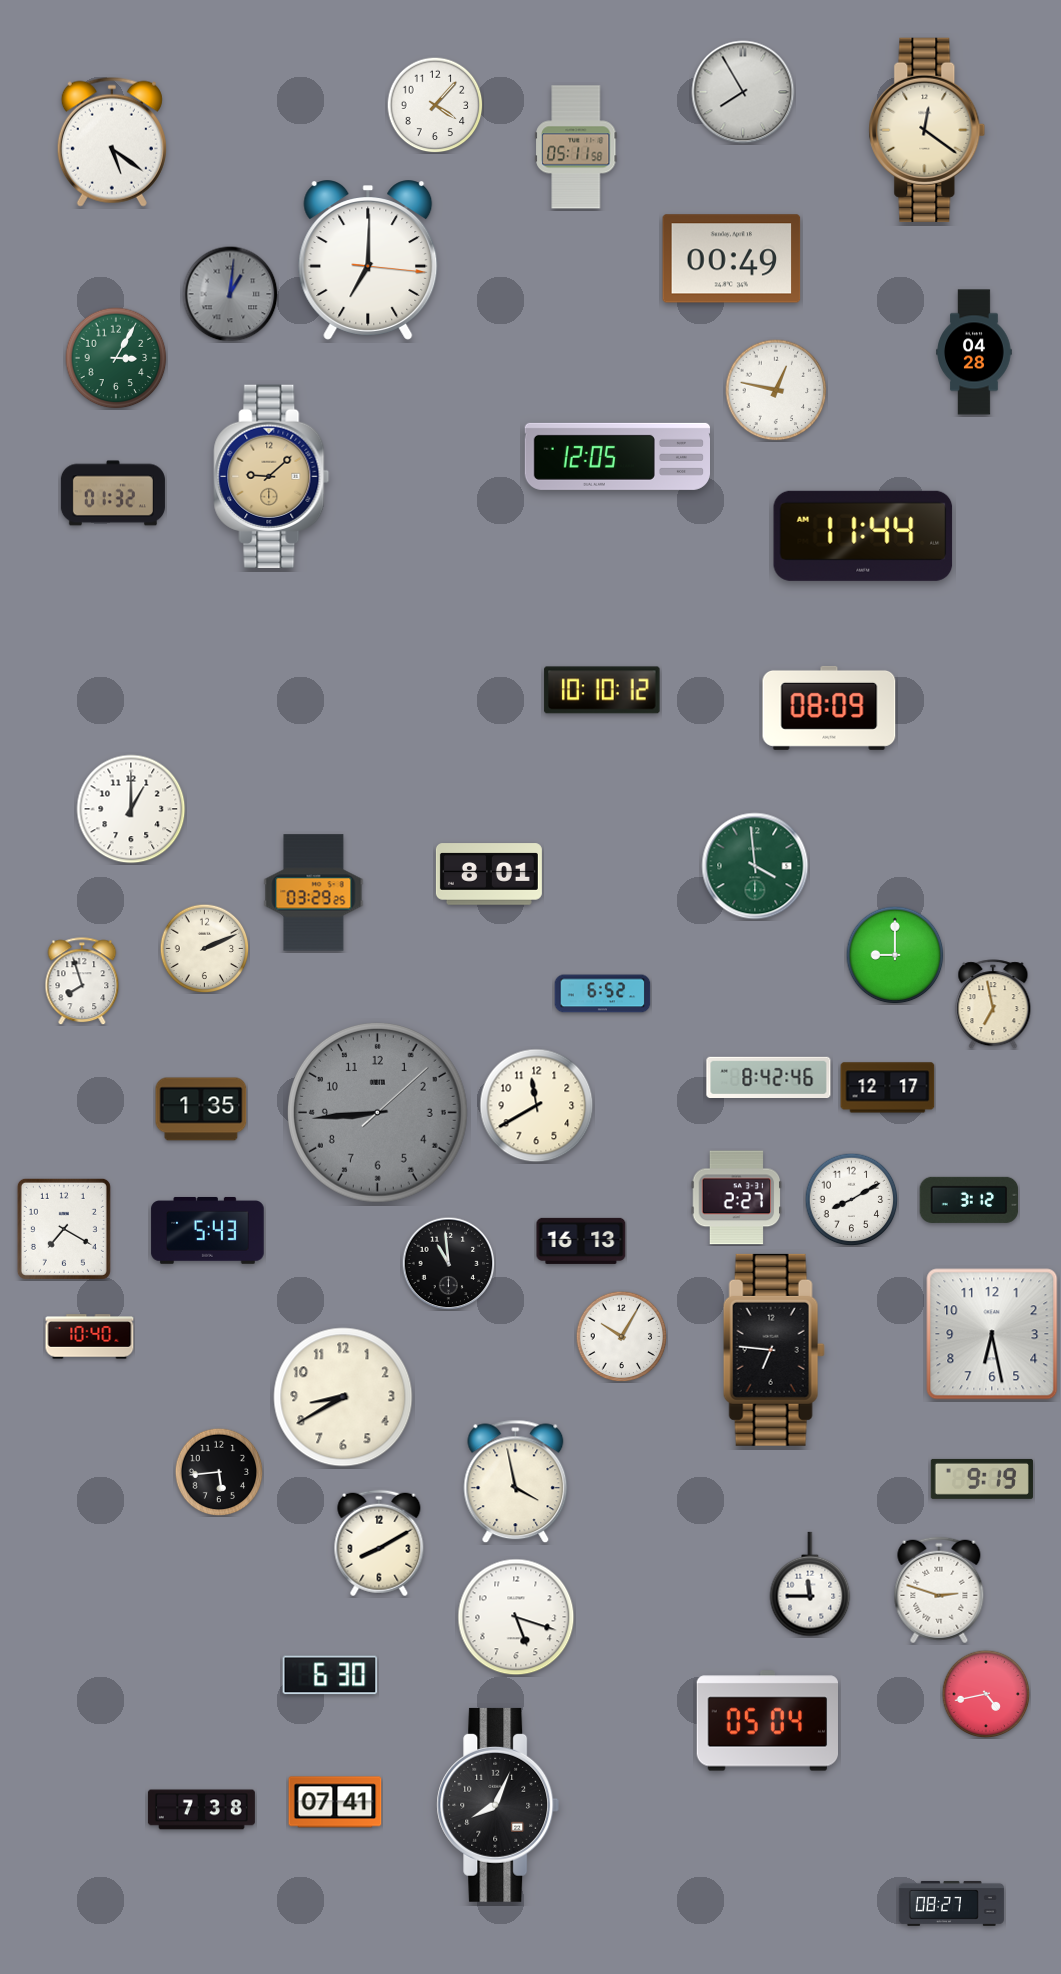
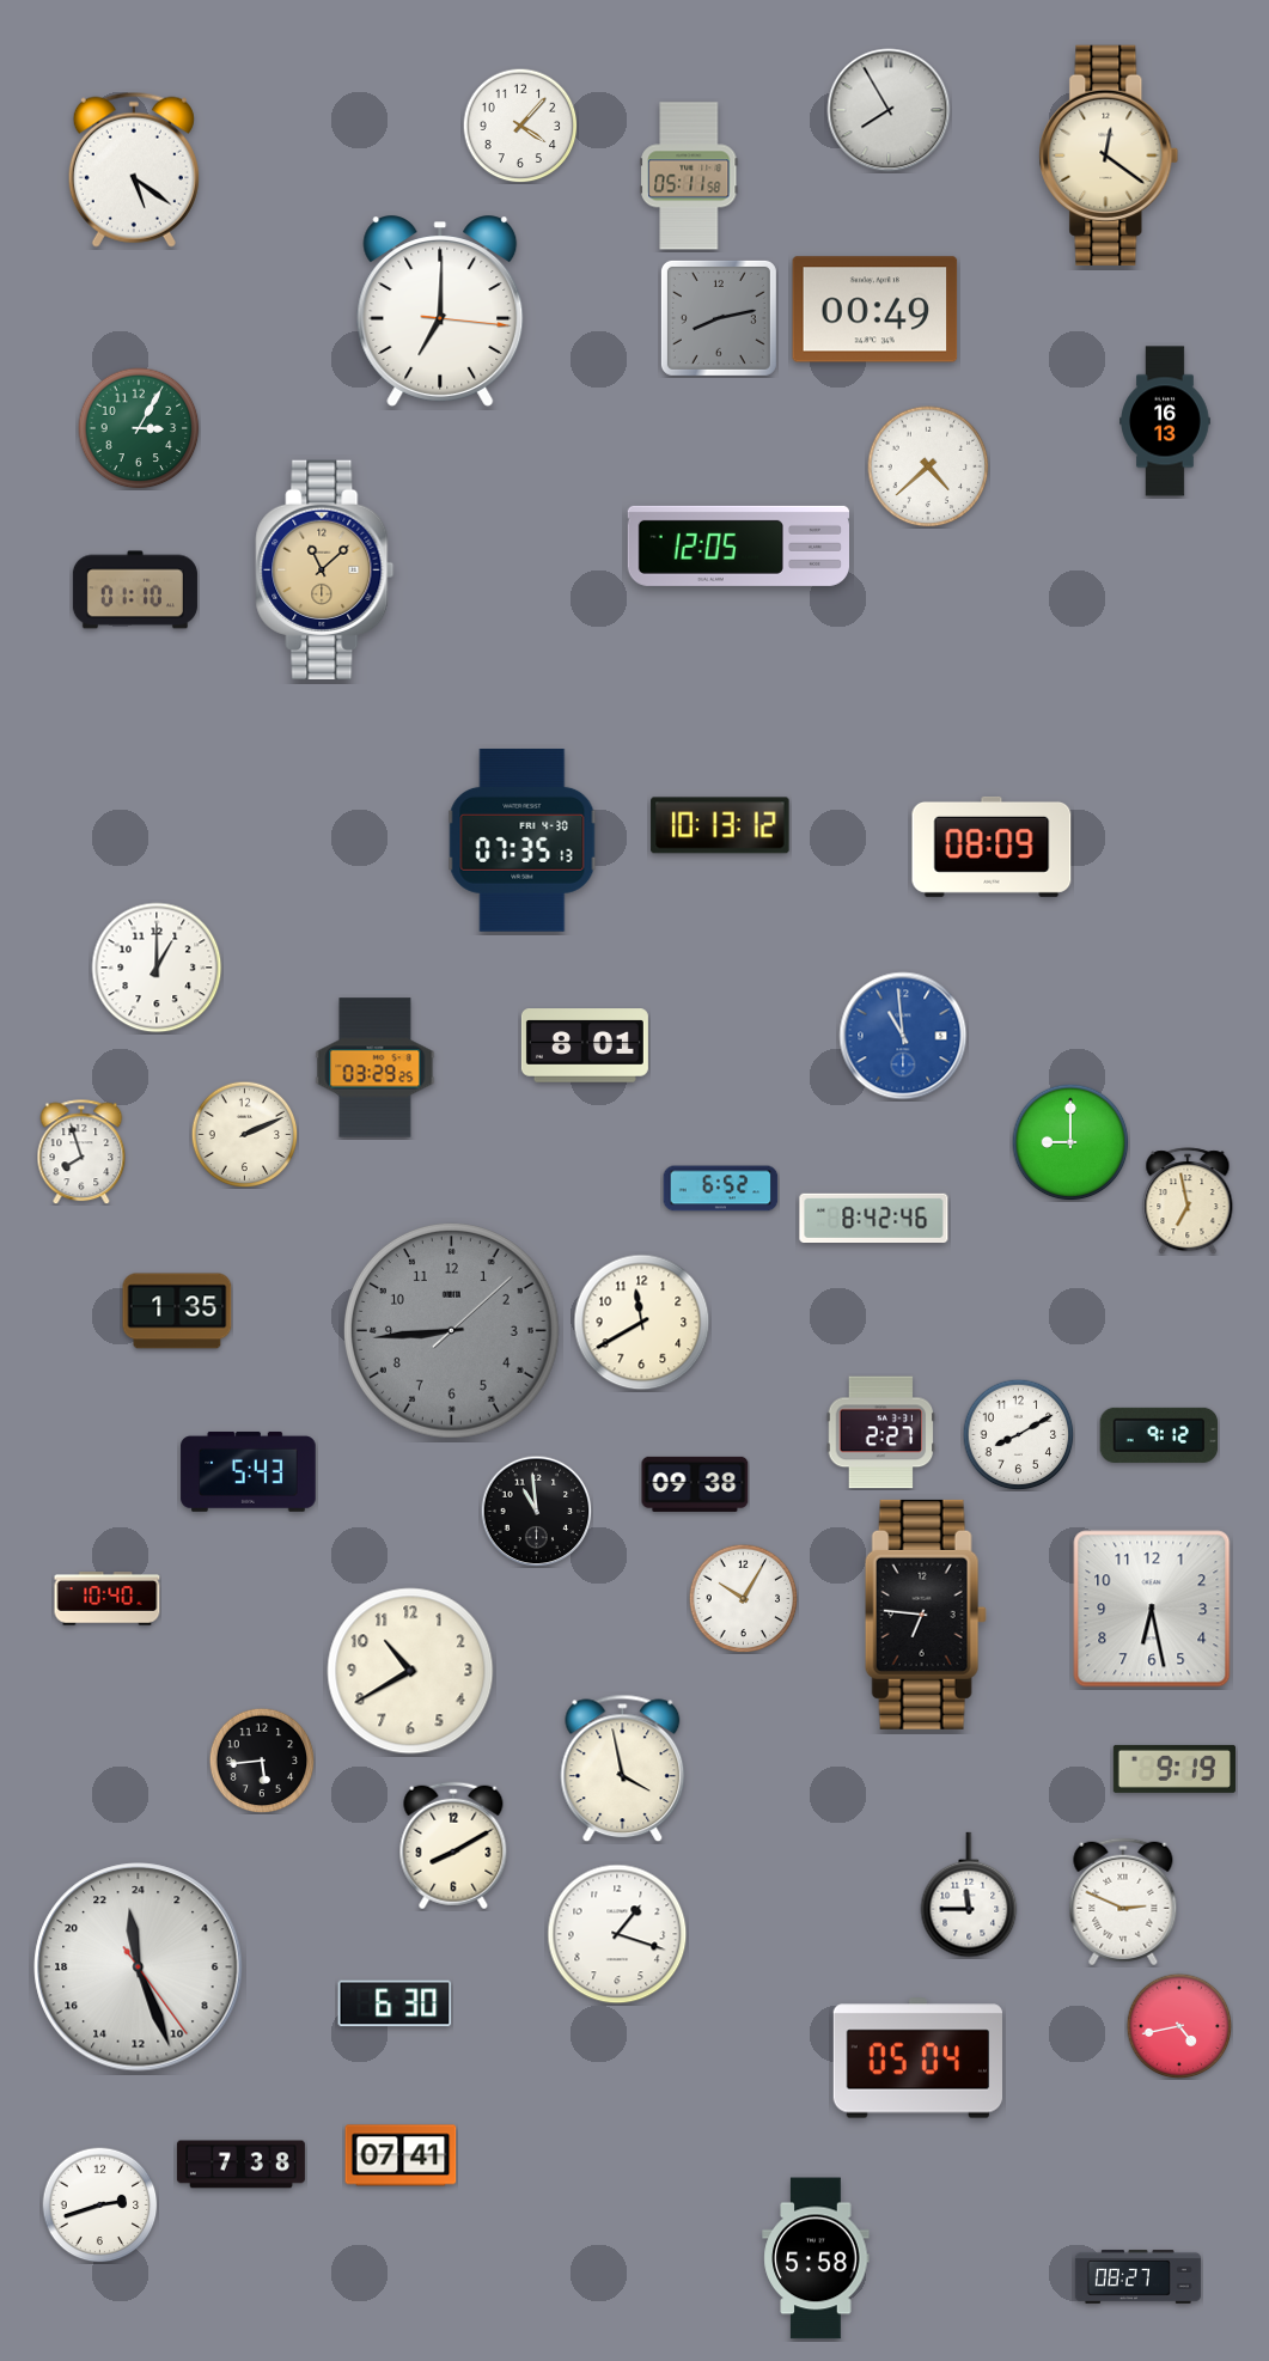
clock at (719, 318): none -> 8:13
clock at (230, 294): 1:01 -> none
clock at (974, 352): 04:28 -> 16:13
clock at (776, 390): 12:47 -> 4:38
clock at (272, 476): 9:08 -> 11:08
clock at (113, 493): 01:32 -> 01:10
clock at (863, 536): 11:44 -> none
clock at (602, 690): 10:10 -> 10:13
clock at (523, 840): none -> 07:35
clock at (755, 866): 3:59 -> 10:59
clock at (755, 866) dial: green -> blue
clock at (82, 981) position: (82, 981) -> (81, 1152)
clock at (769, 1077) position: (769, 1077) -> (874, 1218)
clock at (888, 1088): 12:17 -> none
clock at (201, 1109) position: (201, 1109) -> (177, 1311)
clock at (969, 1200): 3:12 -> 9:12
clock at (64, 1229): 7:20 -> none
clock at (581, 1241): 16:13 -> 09:38
clock at (992, 1334) position: (992, 1334) -> (1152, 1609)
clock at (343, 1397): 8:40 -> 10:40
clock at (516, 1482) position: (516, 1482) -> (623, 1769)
clock at (939, 1590): 2:48 -> 2:49
clock at (516, 1617): 5:18 -> 1:18
clock at (139, 1967): none -> 23:26
clock at (498, 1805): 8:04 -> none
clock at (99, 2204): none -> 2:42
clock at (816, 2258): none -> 5:58
